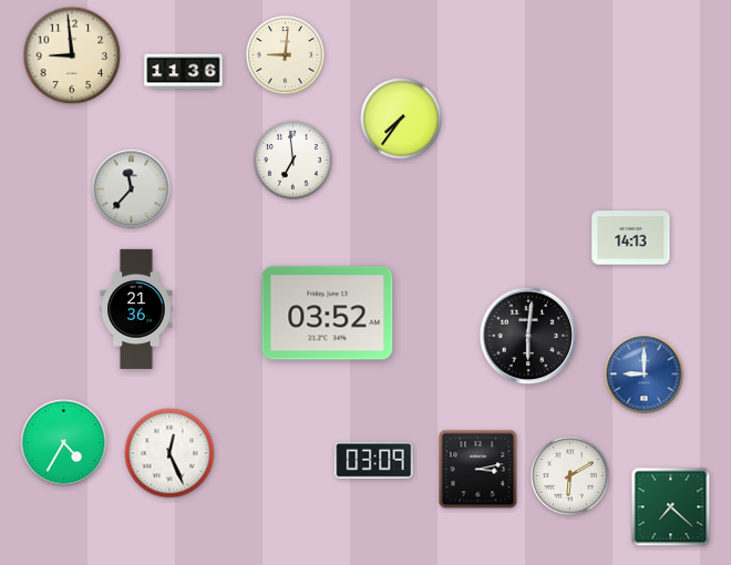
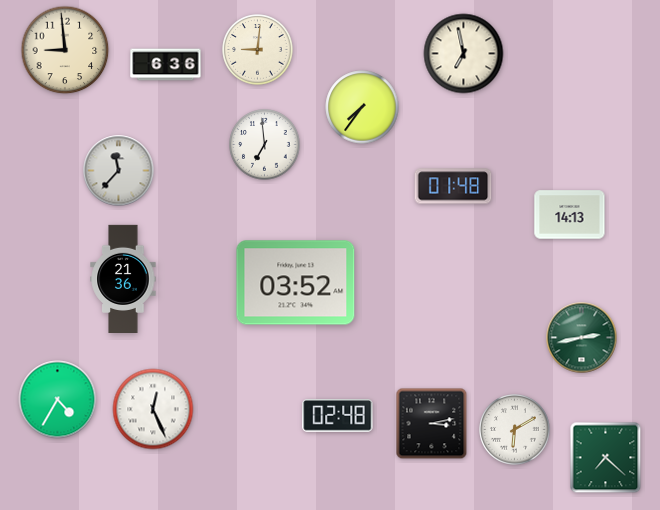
clock at (464, 54): none -> 6:58
clock at (184, 72): 11:36 -> 6:36
clock at (453, 186): none -> 01:48
clock at (528, 336): 6:01 -> none
clock at (645, 374): 9:00 -> 2:43
clock at (645, 374) dial: blue -> green
clock at (374, 461): 03:09 -> 02:48
